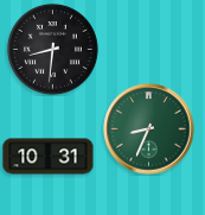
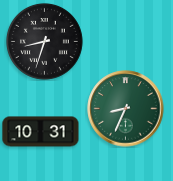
clock at (52, 49): 8:31 -> 8:33
